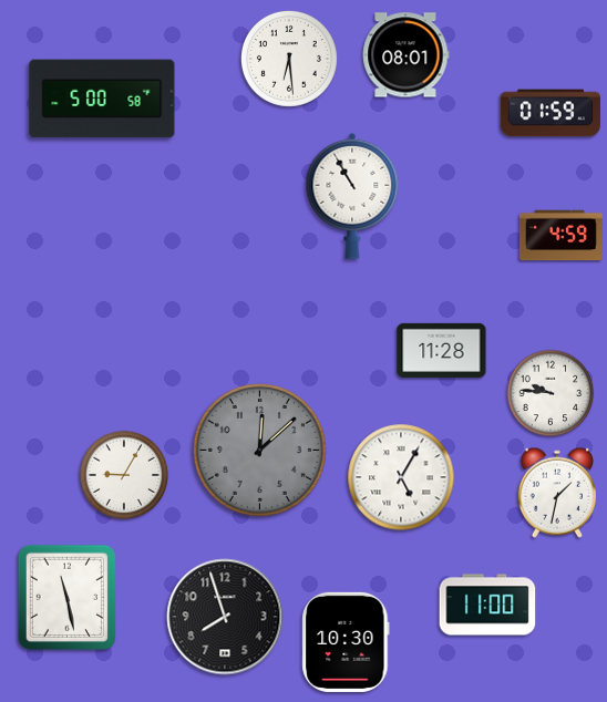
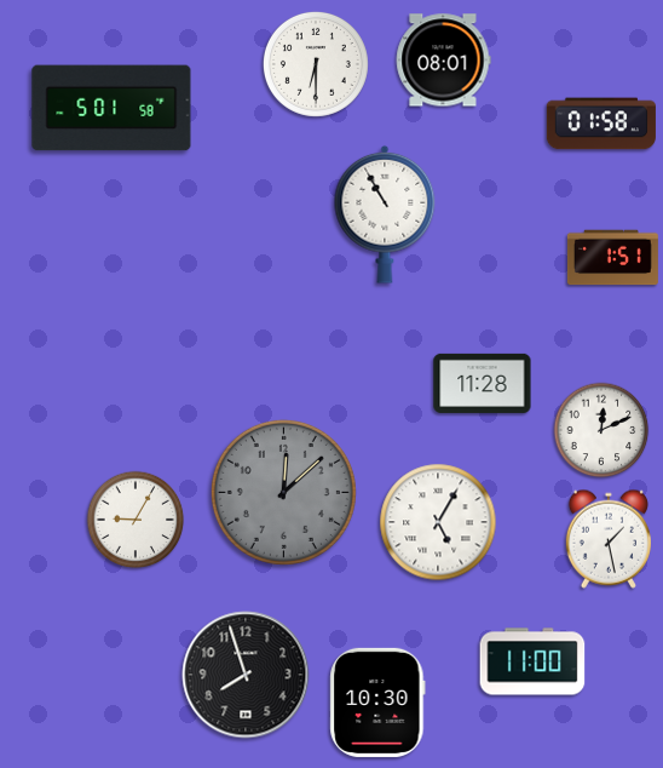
clock at (289, 59): 6:29 -> 6:30
clock at (102, 99): 5:00 -> 5:01
clock at (551, 113): 01:59 -> 01:58
clock at (560, 236): 4:59 -> 1:51
clock at (551, 393): 9:46 -> 12:11
clock at (556, 493): 1:32 -> 1:28
clock at (66, 597): 11:28 -> none
